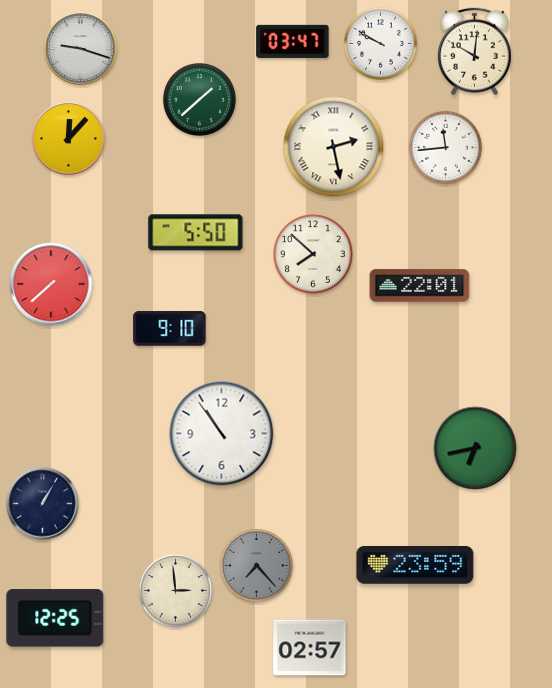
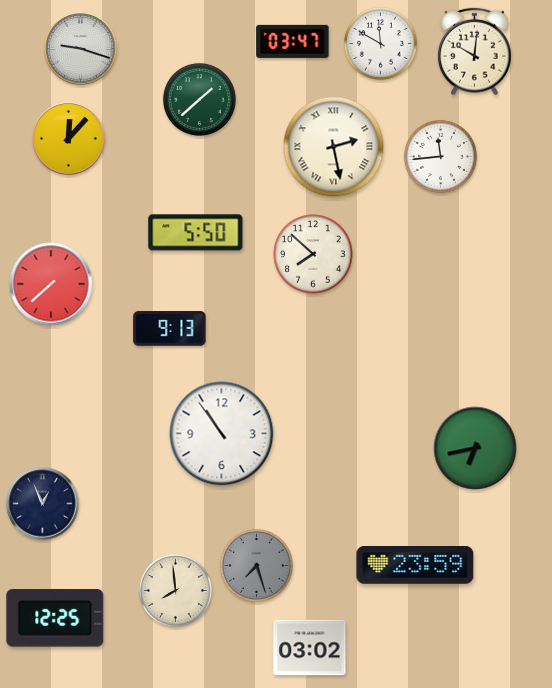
clock at (380, 43): 9:50 -> 11:50
clock at (445, 147) position: (445, 147) -> (440, 156)
clock at (420, 286): 22:01 -> none
clock at (170, 329): 9:10 -> 9:13
clock at (43, 504): 1:05 -> 12:56
clock at (256, 565): 7:23 -> 7:27
clock at (175, 590): 2:59 -> 7:59
clock at (310, 648): 02:57 -> 03:02
